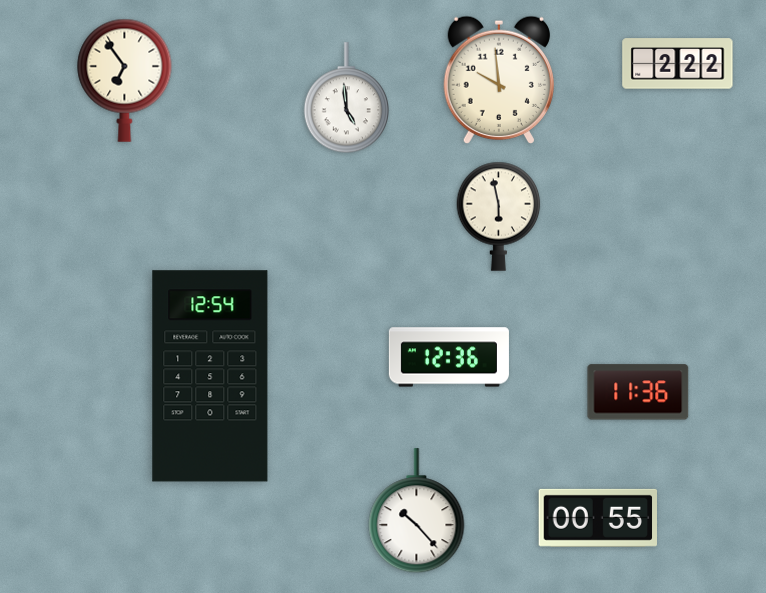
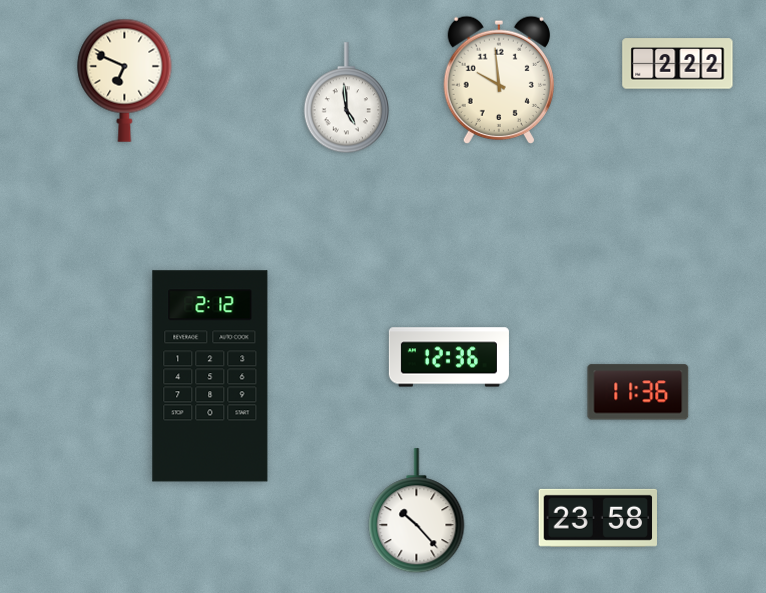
clock at (125, 80): 6:54 -> 6:49
clock at (499, 216): 5:58 -> none
clock at (210, 376): 12:54 -> 2:12
clock at (597, 518): 00:55 -> 23:58
